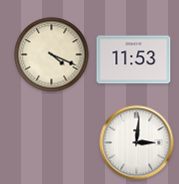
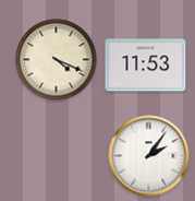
clock at (137, 143): 3:01 -> 2:06
